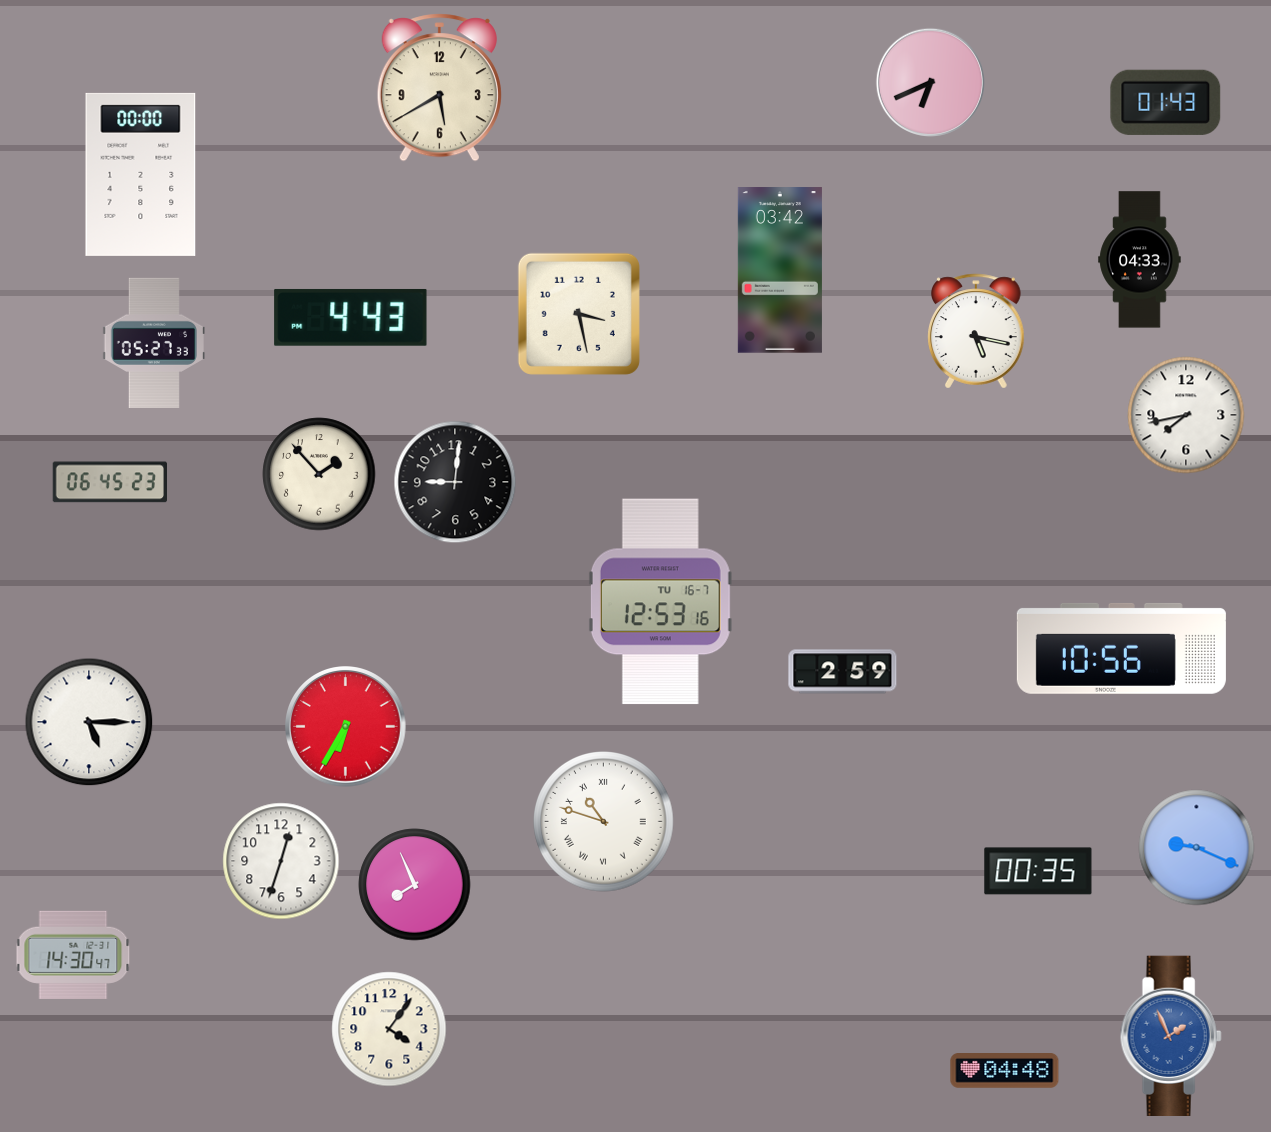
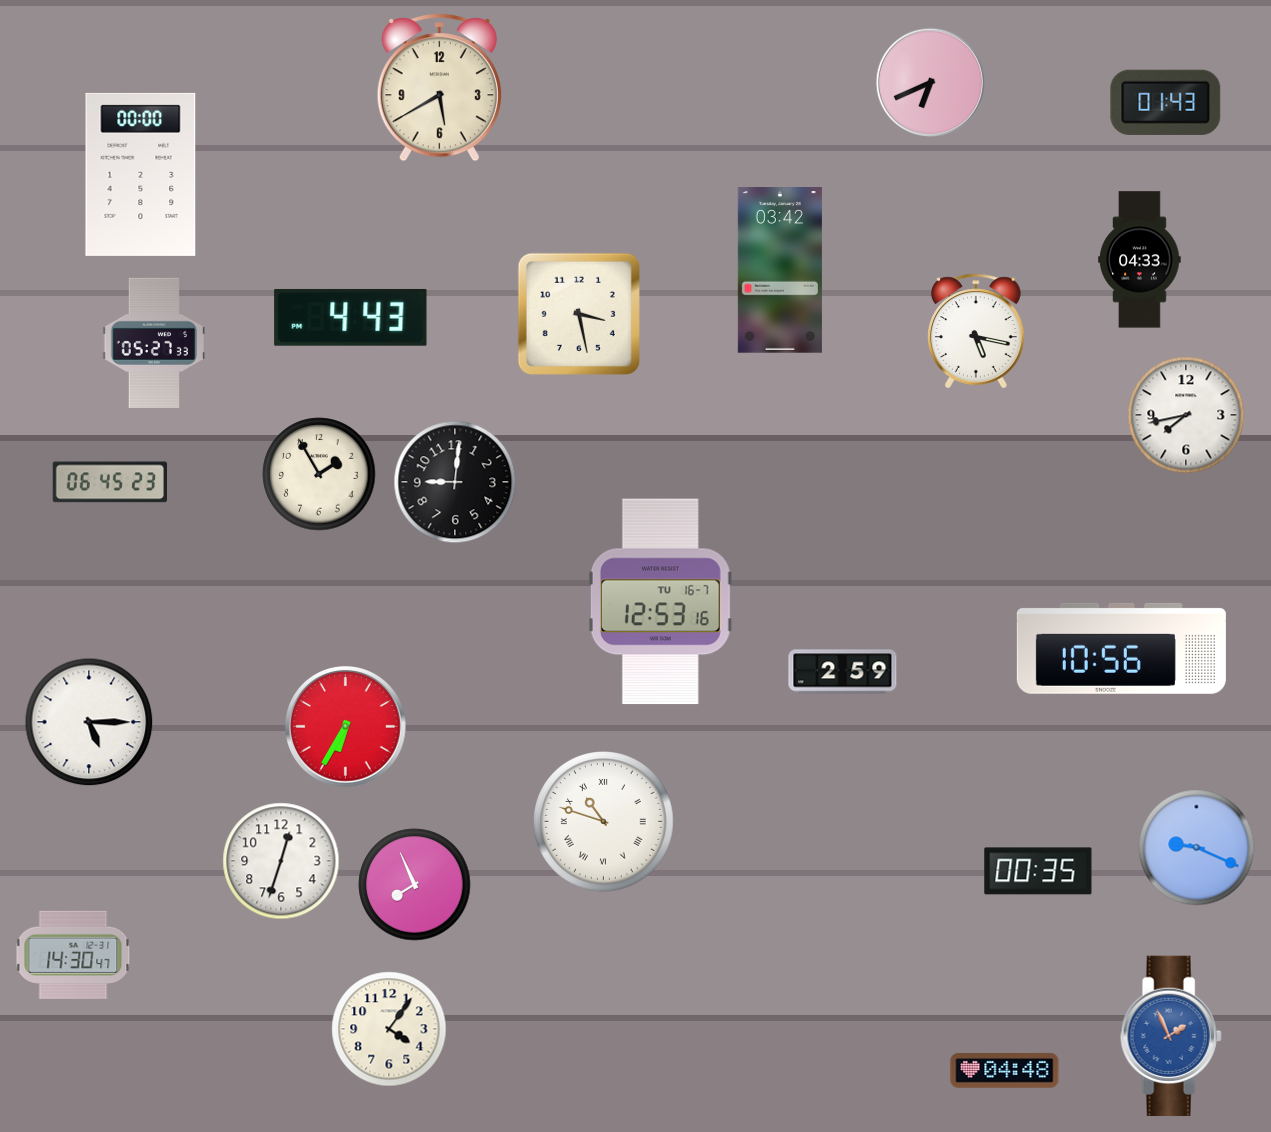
clock at (319, 474): 1:53 -> 1:55
